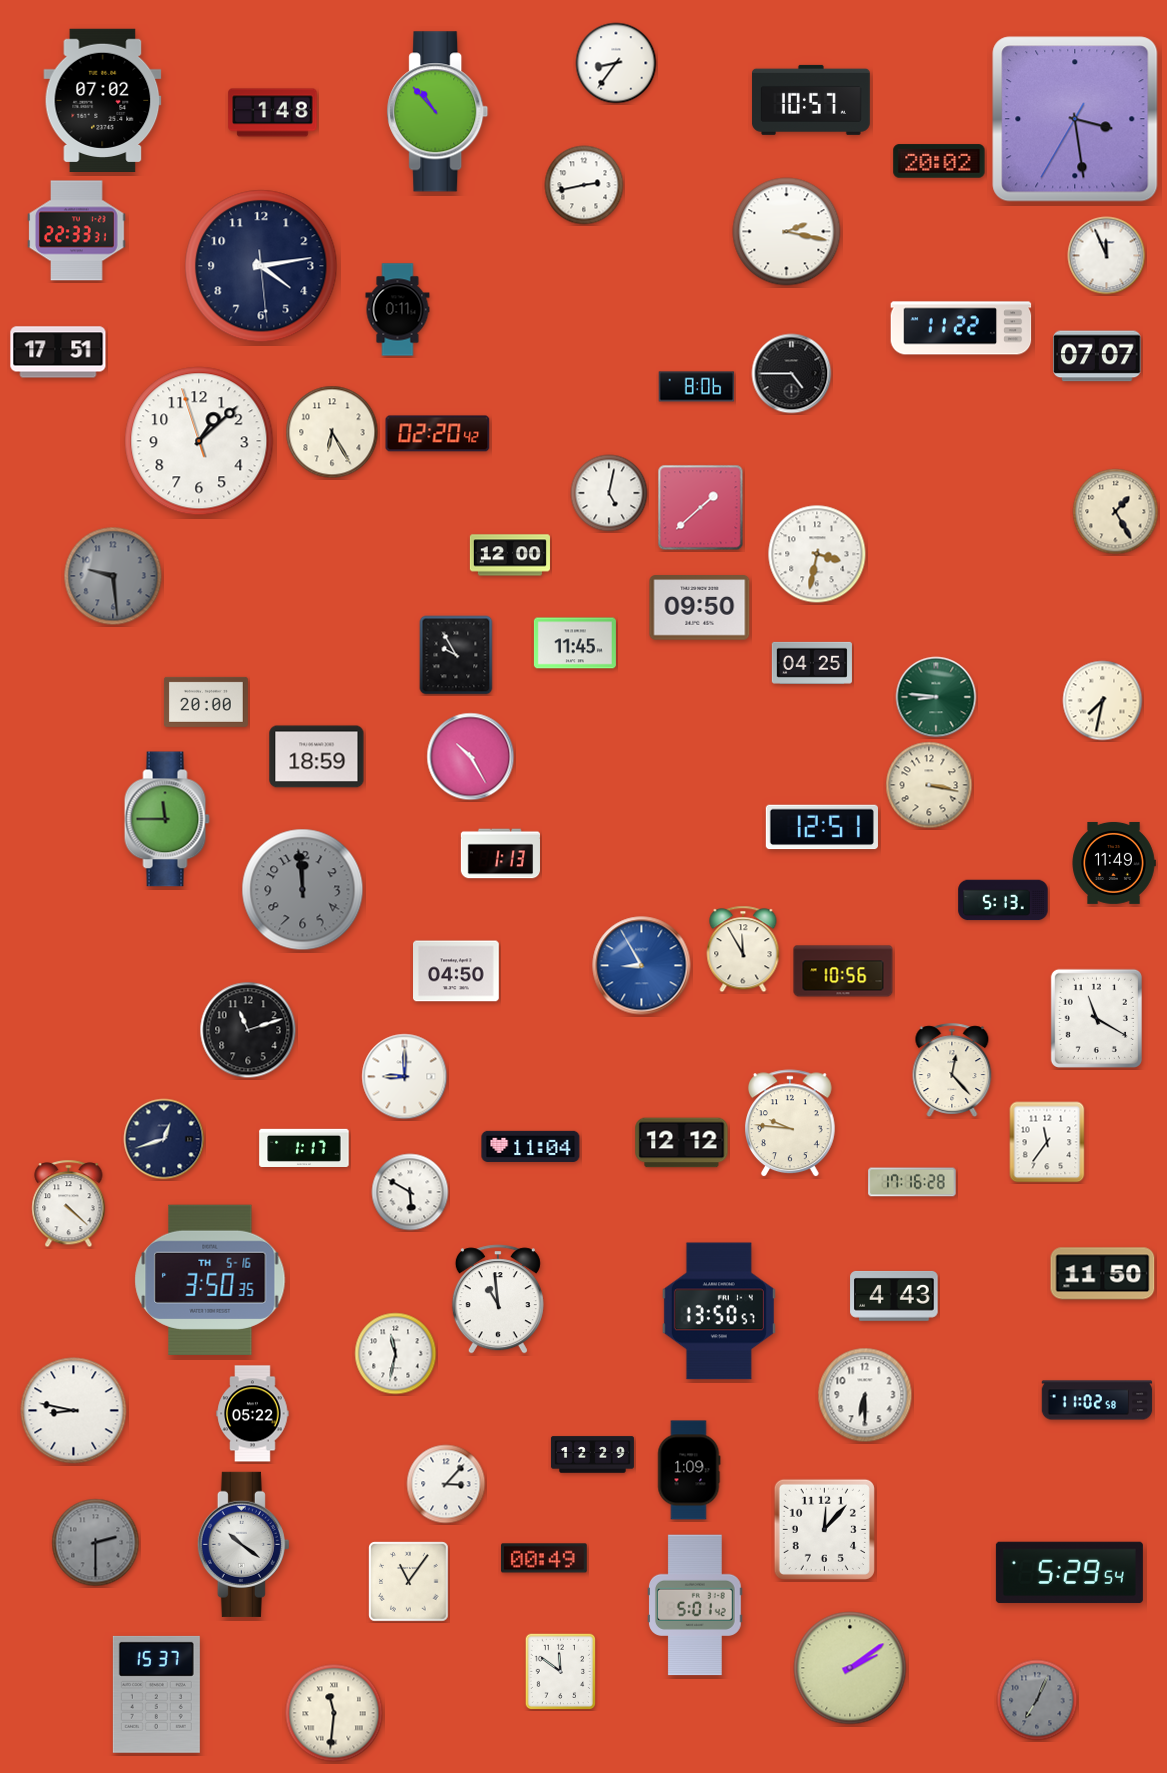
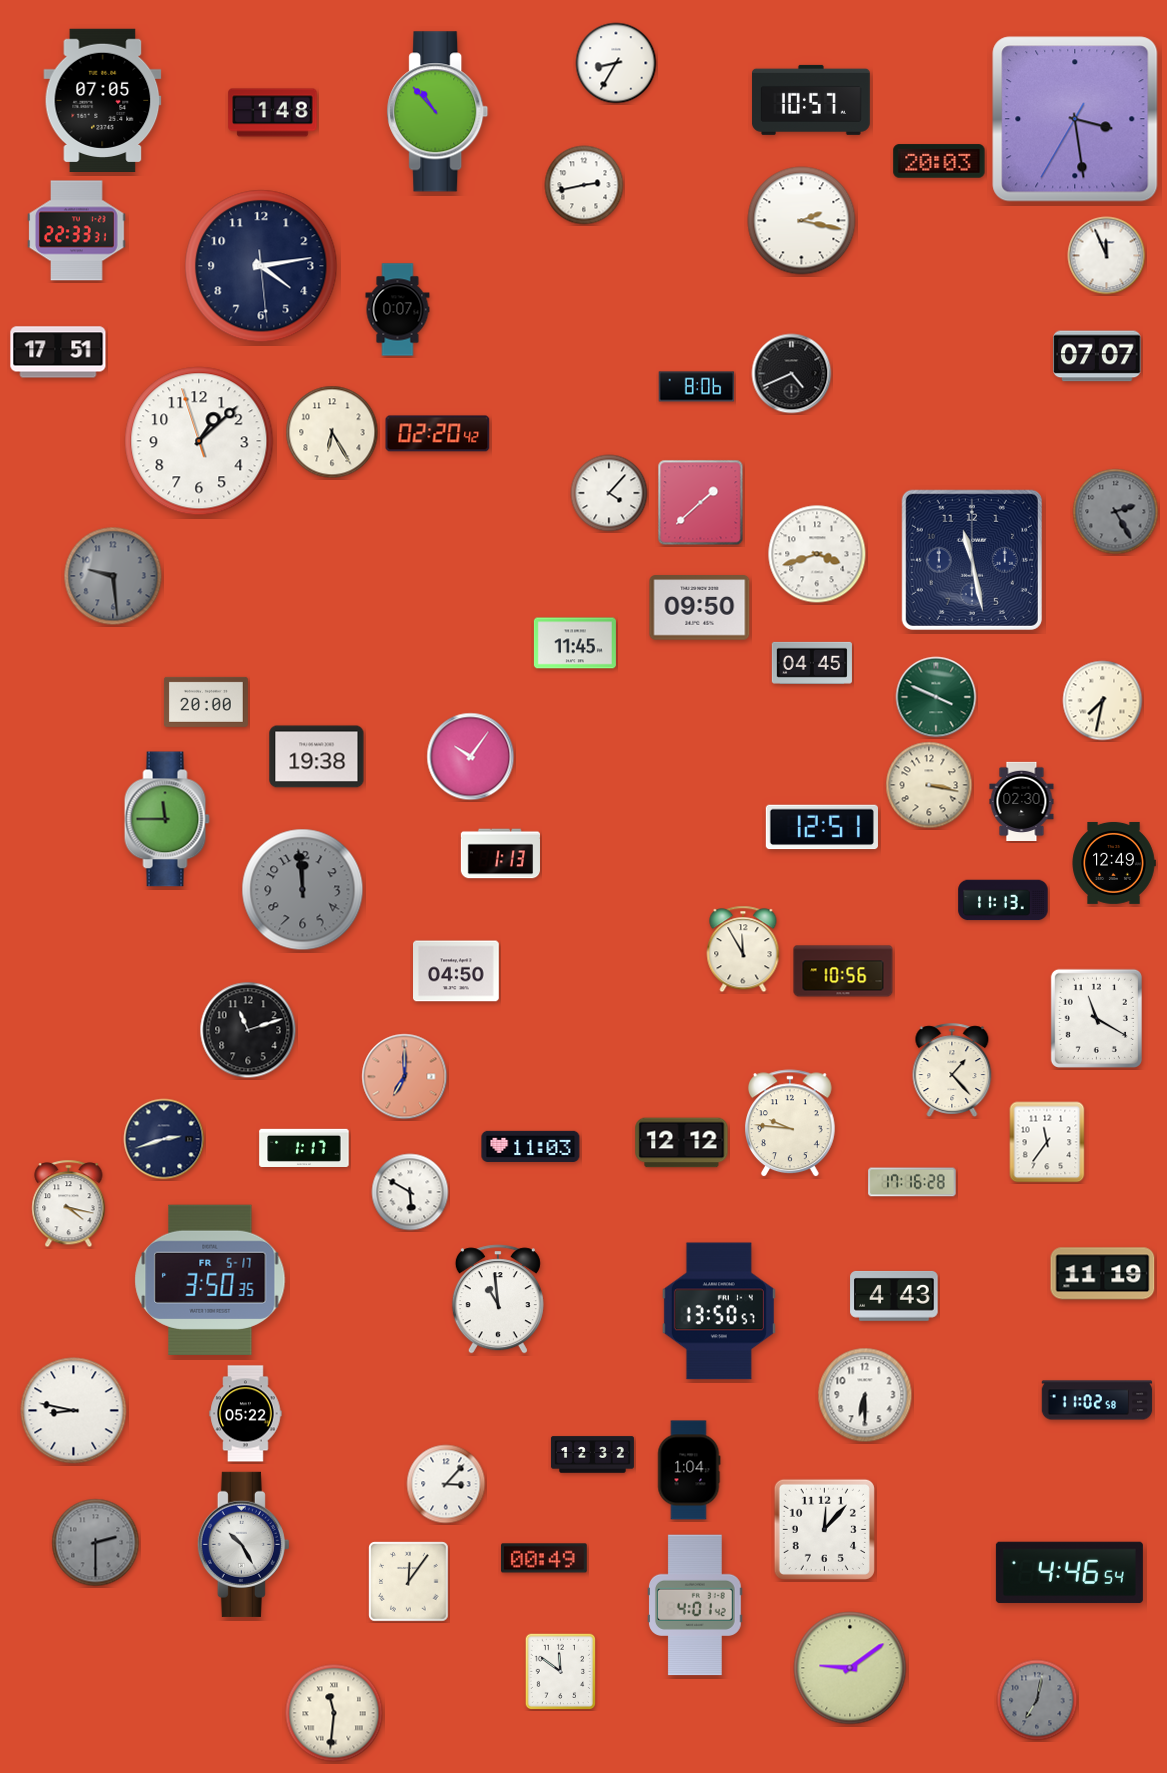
clock at (616, 63): 8:36 -> 8:35
clock at (103, 100): 07:02 -> 07:05
clock at (939, 161): 20:02 -> 20:03
clock at (787, 232) position: (787, 232) -> (802, 221)
clock at (398, 310): 0:11 -> 0:07
clock at (961, 328): 11:22 -> none
clock at (792, 374): 4:45 -> 4:41
clock at (609, 493): 5:02 -> 4:07
clock at (701, 508) position: (701, 508) -> (701, 503)
clock at (1116, 512): 1:25 -> 2:25
clock at (1116, 512) dial: cream -> grey
clock at (817, 554): 3:32 -> 3:42
clock at (510, 555): 12:00 -> none
clock at (972, 560): none -> 11:28
clock at (456, 655): 9:55 -> none
clock at (812, 663): 04:25 -> 04:45
clock at (936, 697): 8:46 -> 3:49
clock at (317, 757): 18:59 -> 19:38
clock at (471, 757): 10:25 -> 10:06
clock at (1022, 801): none -> 02:30
clock at (1114, 863): 11:49 -> 12:49
clock at (1003, 900): 5:13 -> 11:13
clock at (642, 966): 8:55 -> none
clock at (952, 1070): 12:23 -> 1:23
clock at (405, 1077): 9:00 -> 7:00
clock at (405, 1077) dial: white -> salmon
clock at (164, 1139): 12:42 -> 2:42
clock at (531, 1146): 11:04 -> 11:03
clock at (69, 1204): 4:22 -> 4:17
clock at (1103, 1274): 11:50 -> 11:19
clock at (210, 1280) date: TH 5-16 -> FR 5-17
clock at (396, 1354): 11:32 -> none
clock at (253, 1414) position: (253, 1414) -> (246, 1414)
clock at (592, 1455): 12:29 -> 12:32
clock at (689, 1470): 1:09 -> 1:04
clock at (243, 1544): 10:21 -> 10:25
clock at (1069, 1573): 5:29 -> 4:46
clock at (409, 1582): 11:06 -> 12:06
clock at (696, 1605): 5:01 -> 4:01
clock at (850, 1668): 2:09 -> 9:09
clock at (156, 1694): 15:37 -> none
clock at (1037, 1700): 7:04 -> 7:02
